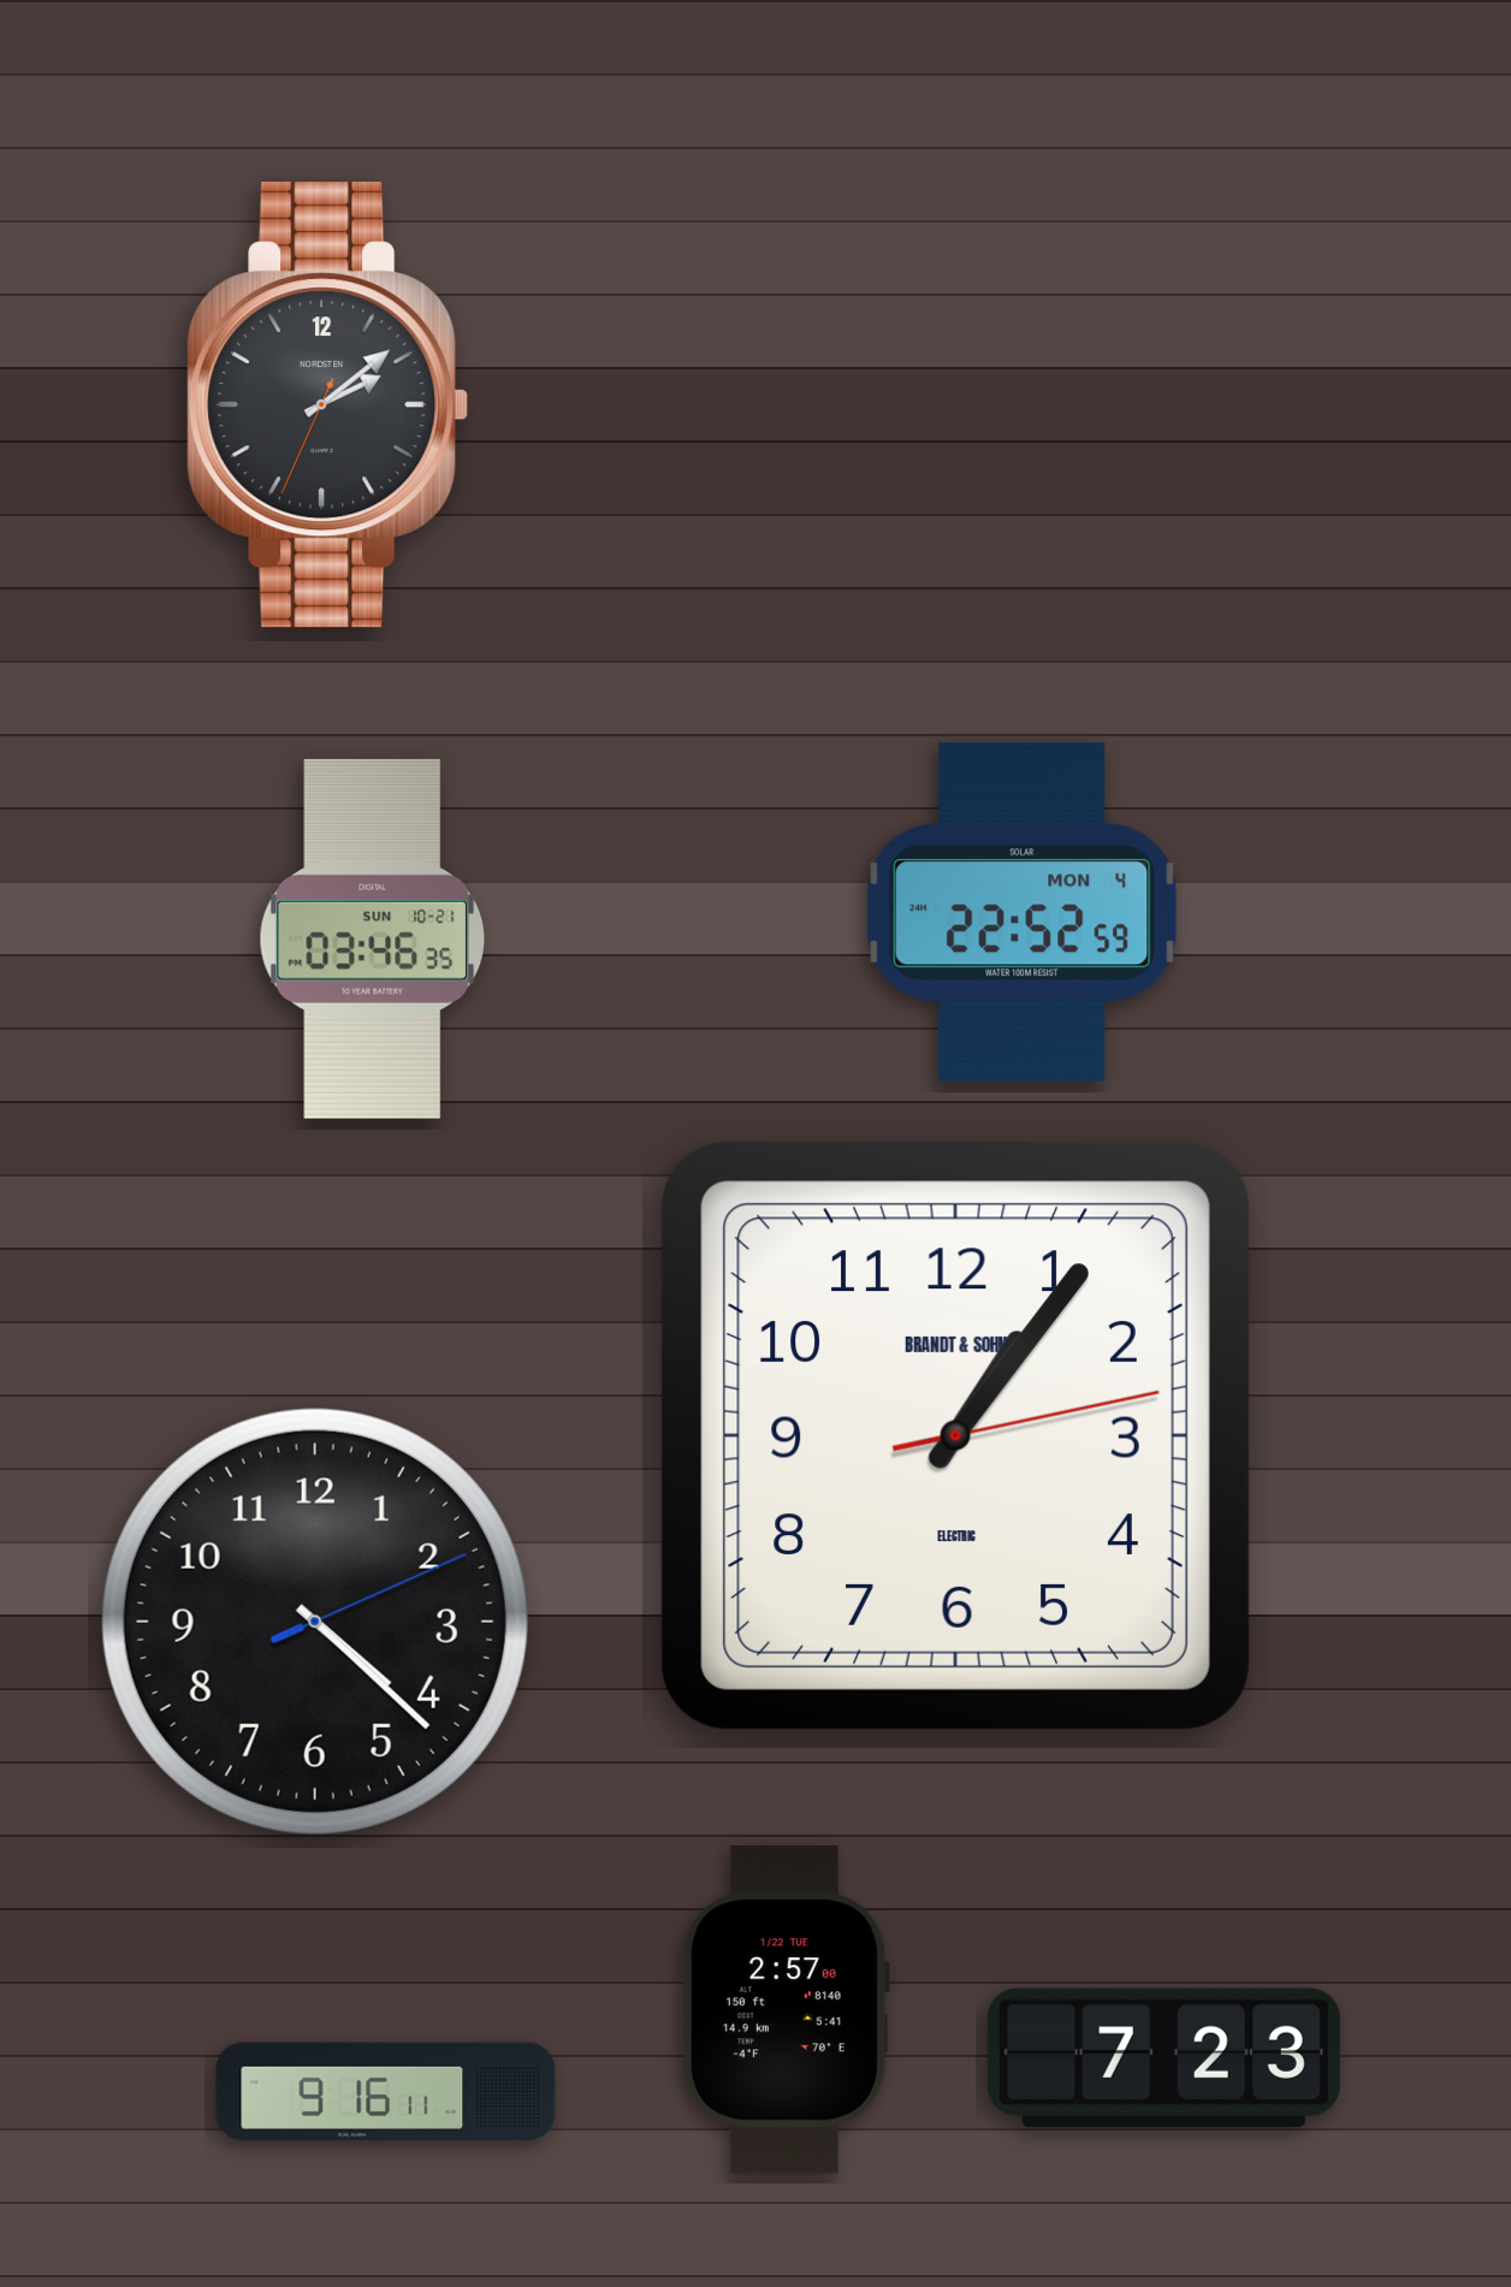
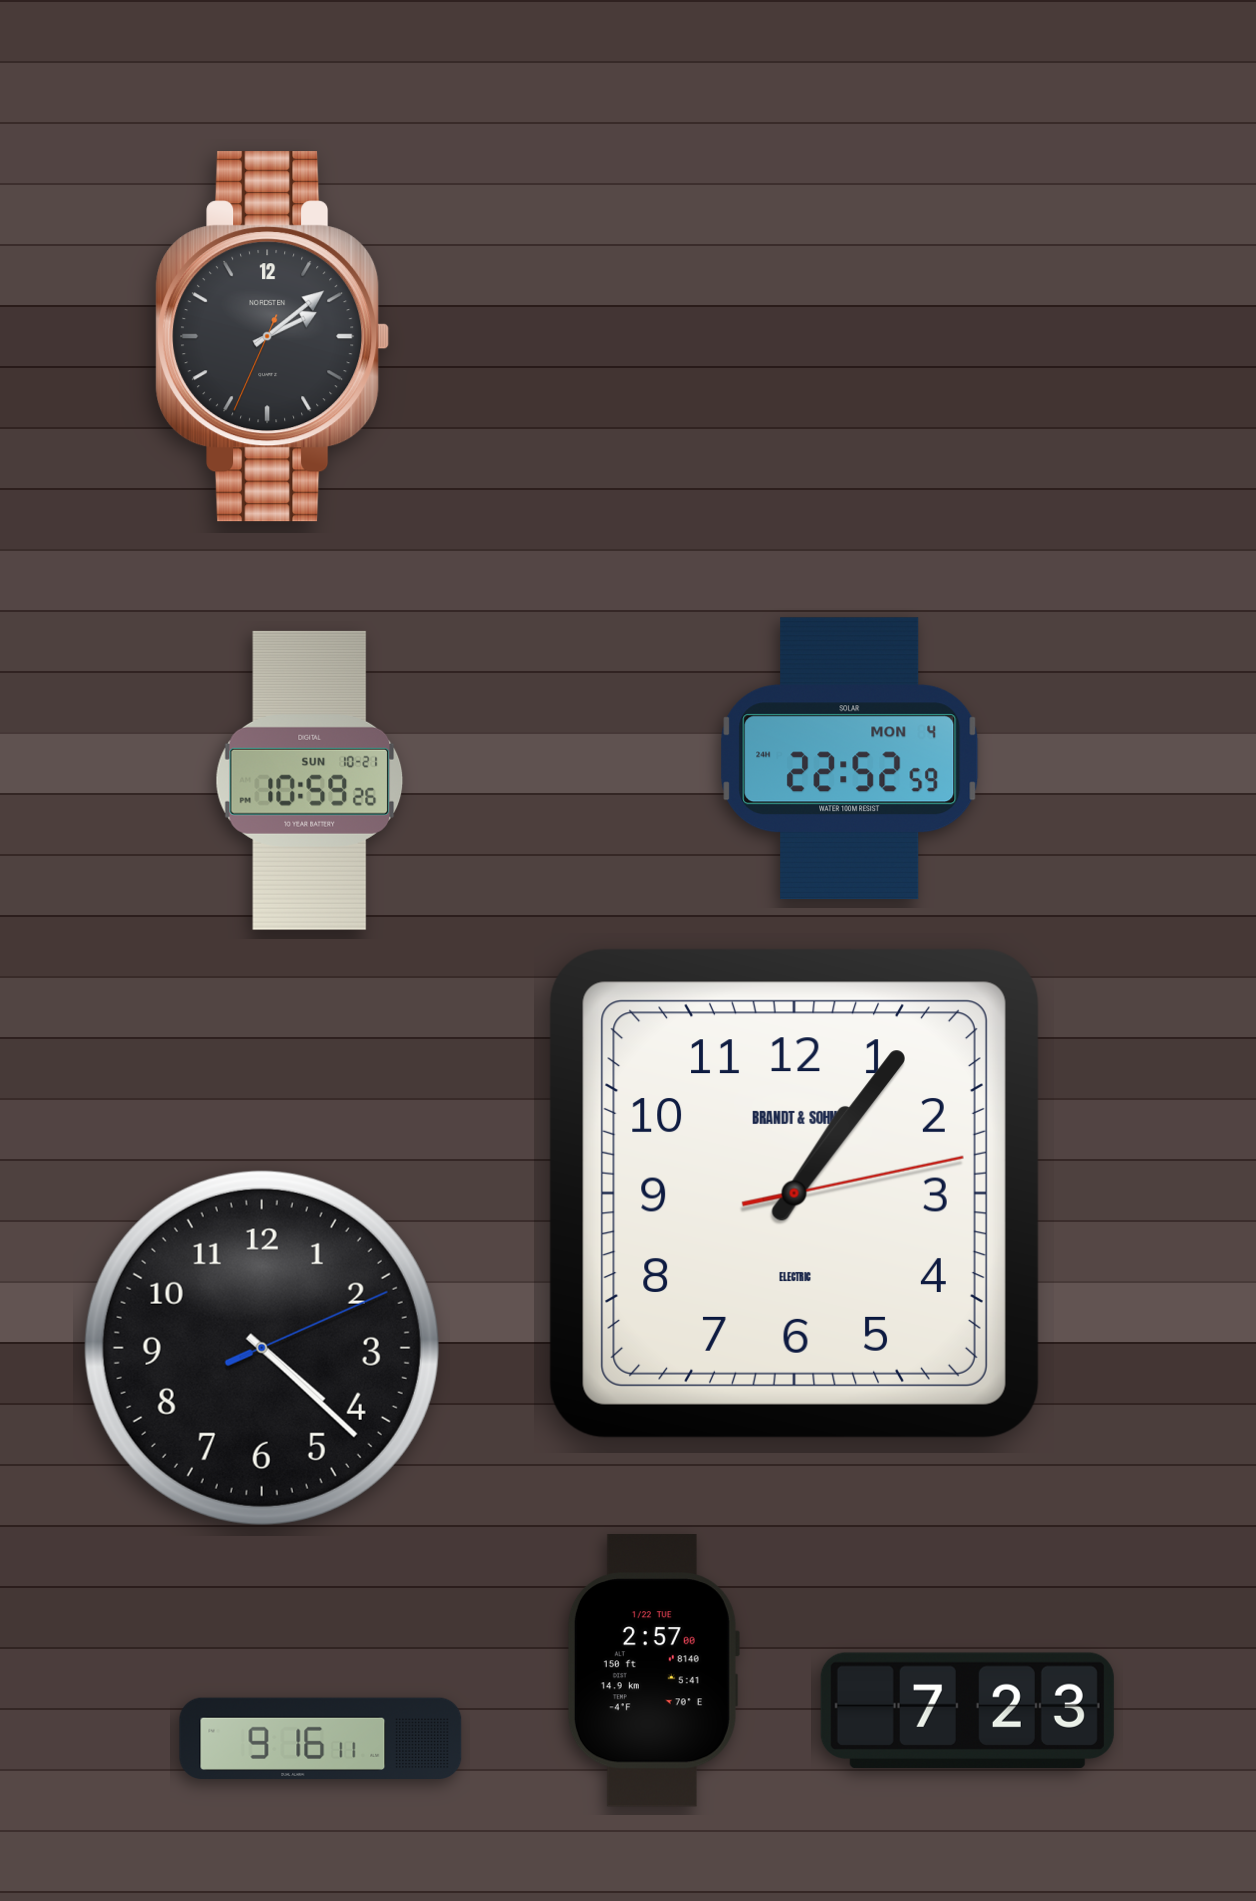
clock at (373, 938): 03:46 -> 10:59
